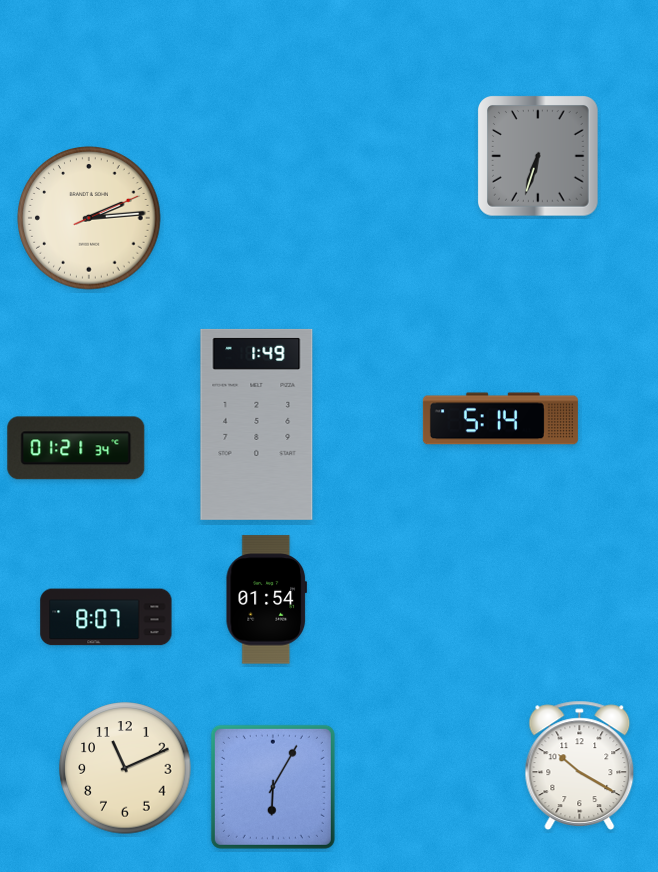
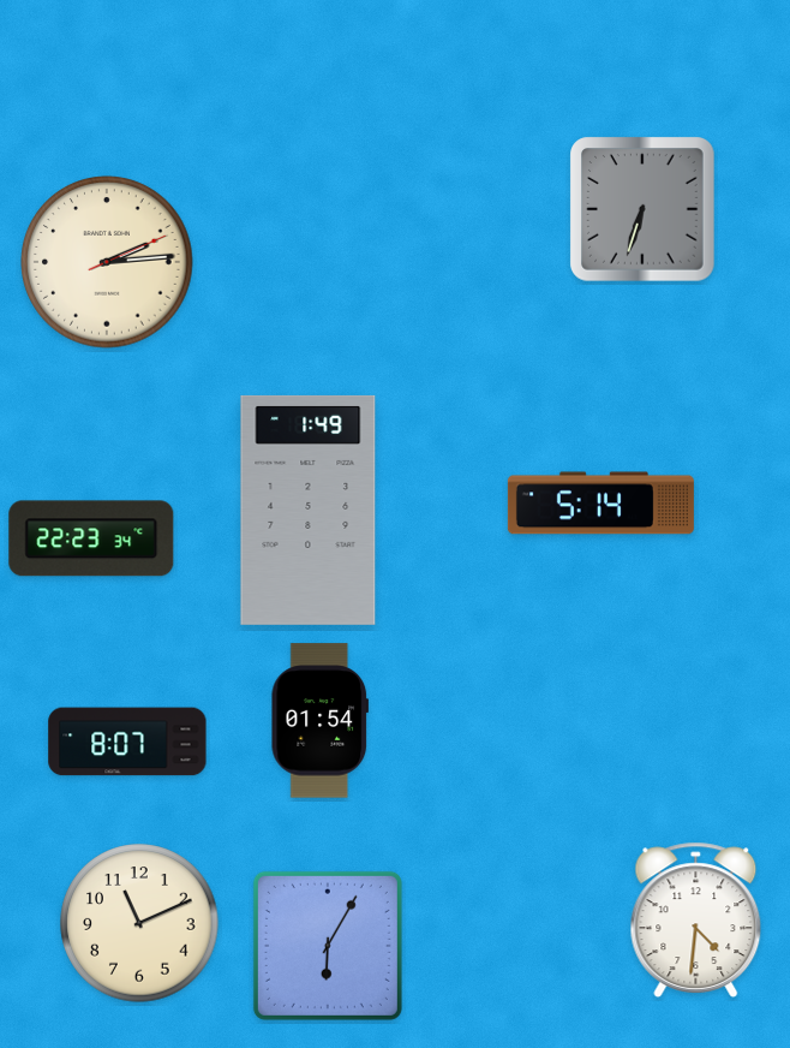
clock at (538, 156) position: (538, 156) -> (642, 209)
clock at (76, 448): 01:21 -> 22:23
clock at (580, 765): 10:20 -> 4:31
clock at (125, 768) position: (125, 768) -> (139, 923)
